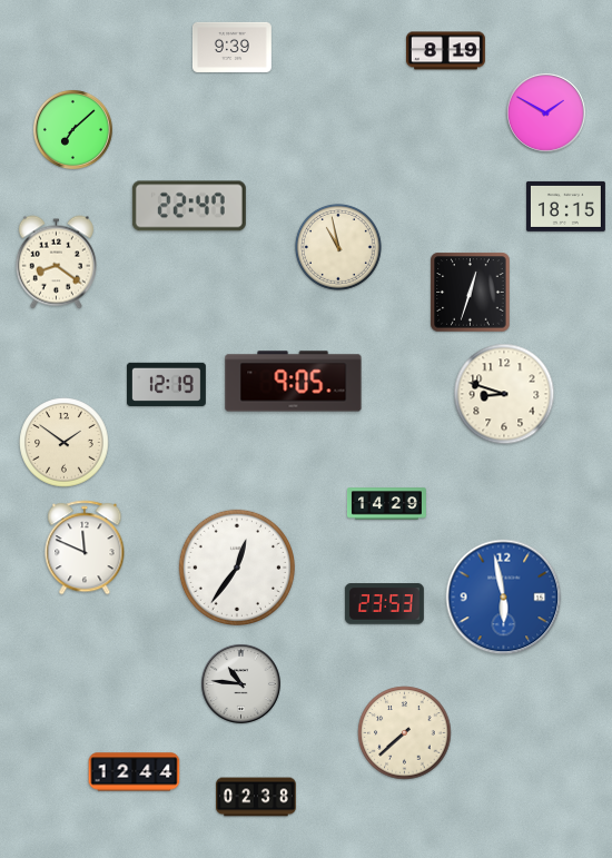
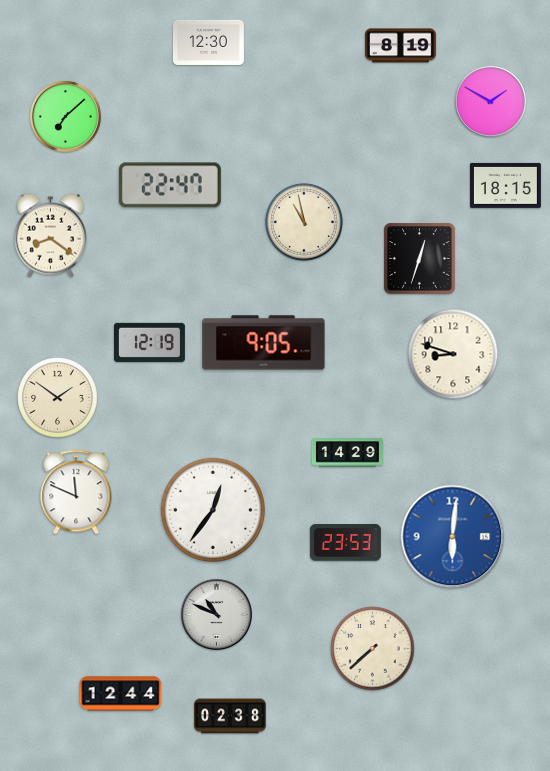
clock at (231, 47): 9:39 -> 12:30
clock at (565, 206) position: (565, 206) -> (505, 185)
clock at (471, 293) position: (471, 293) -> (420, 259)
clock at (166, 384) position: (166, 384) -> (149, 342)
clock at (504, 598): 5:58 -> 6:01
clock at (240, 683): 10:46 -> 10:49
clock at (405, 733) position: (405, 733) -> (373, 649)
